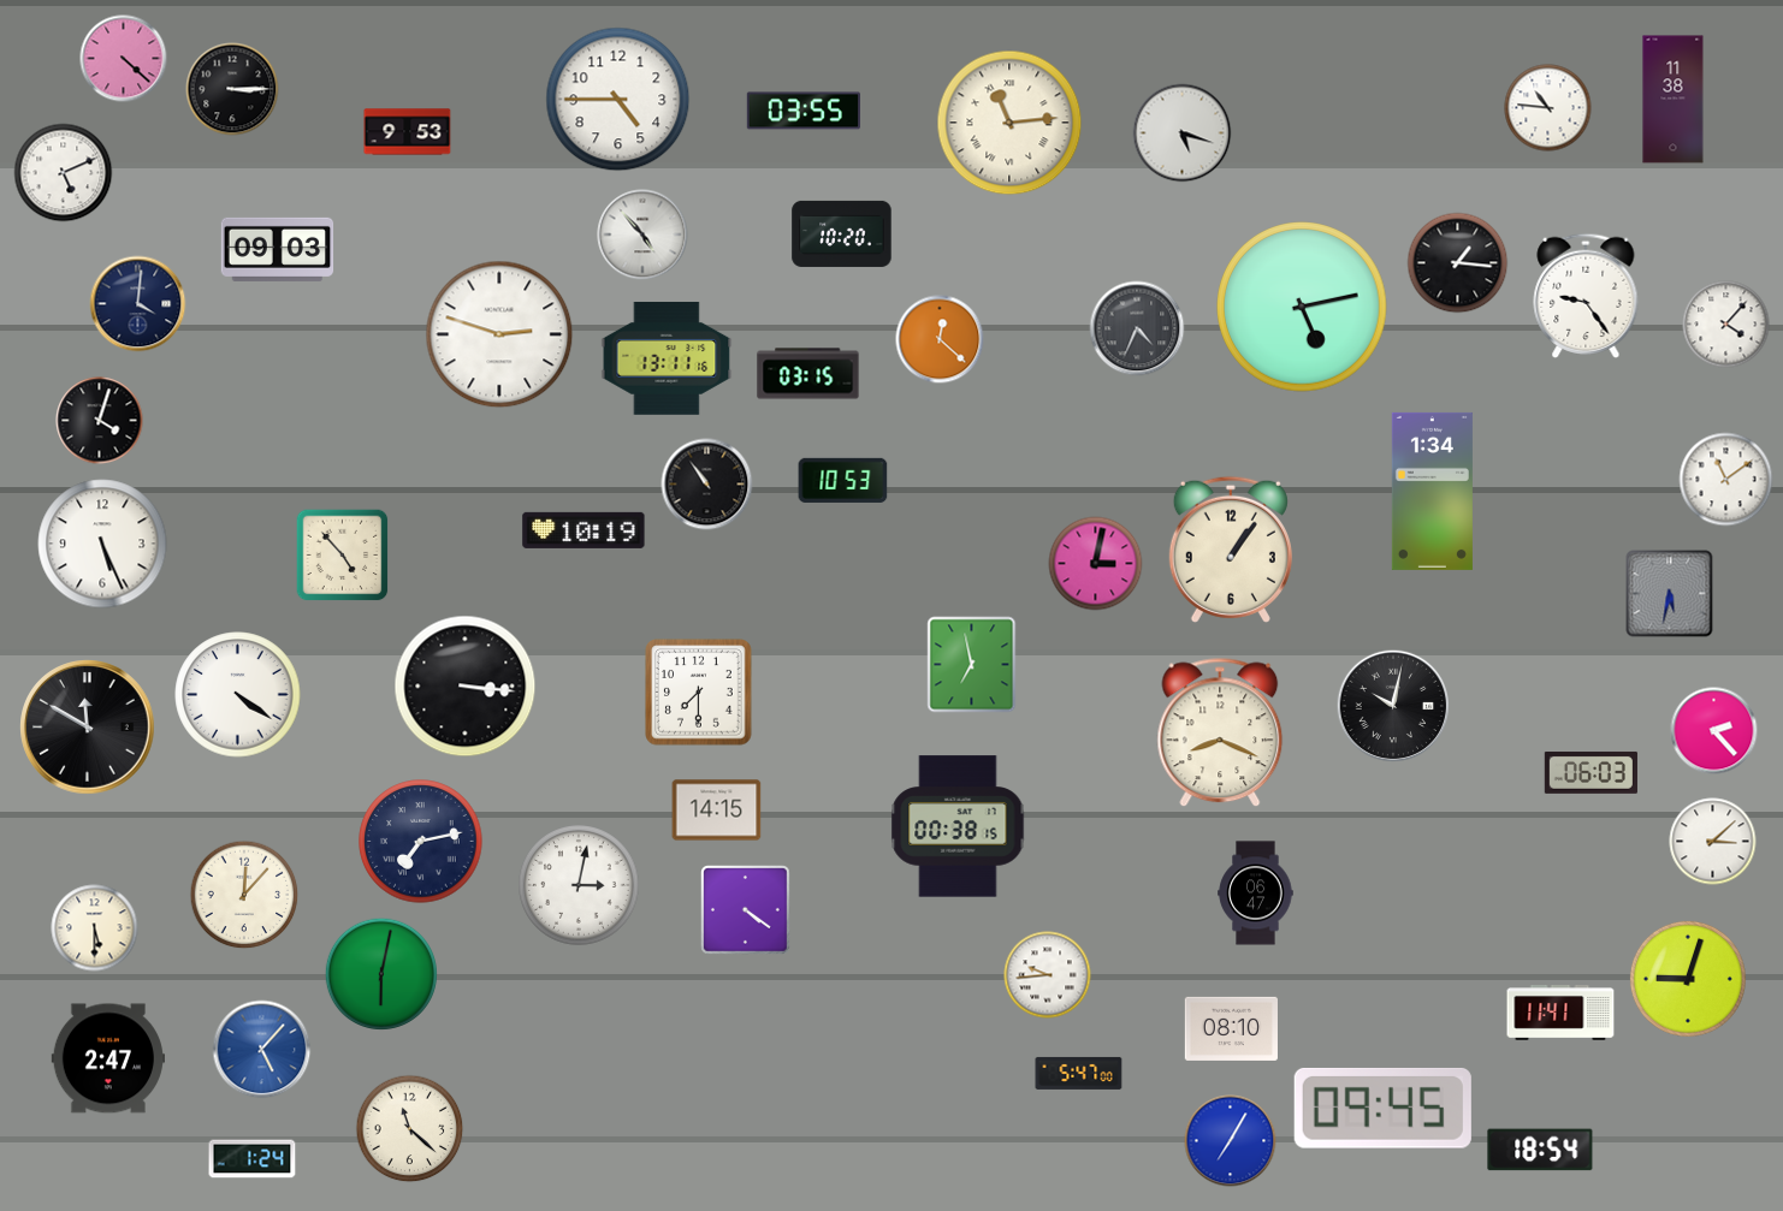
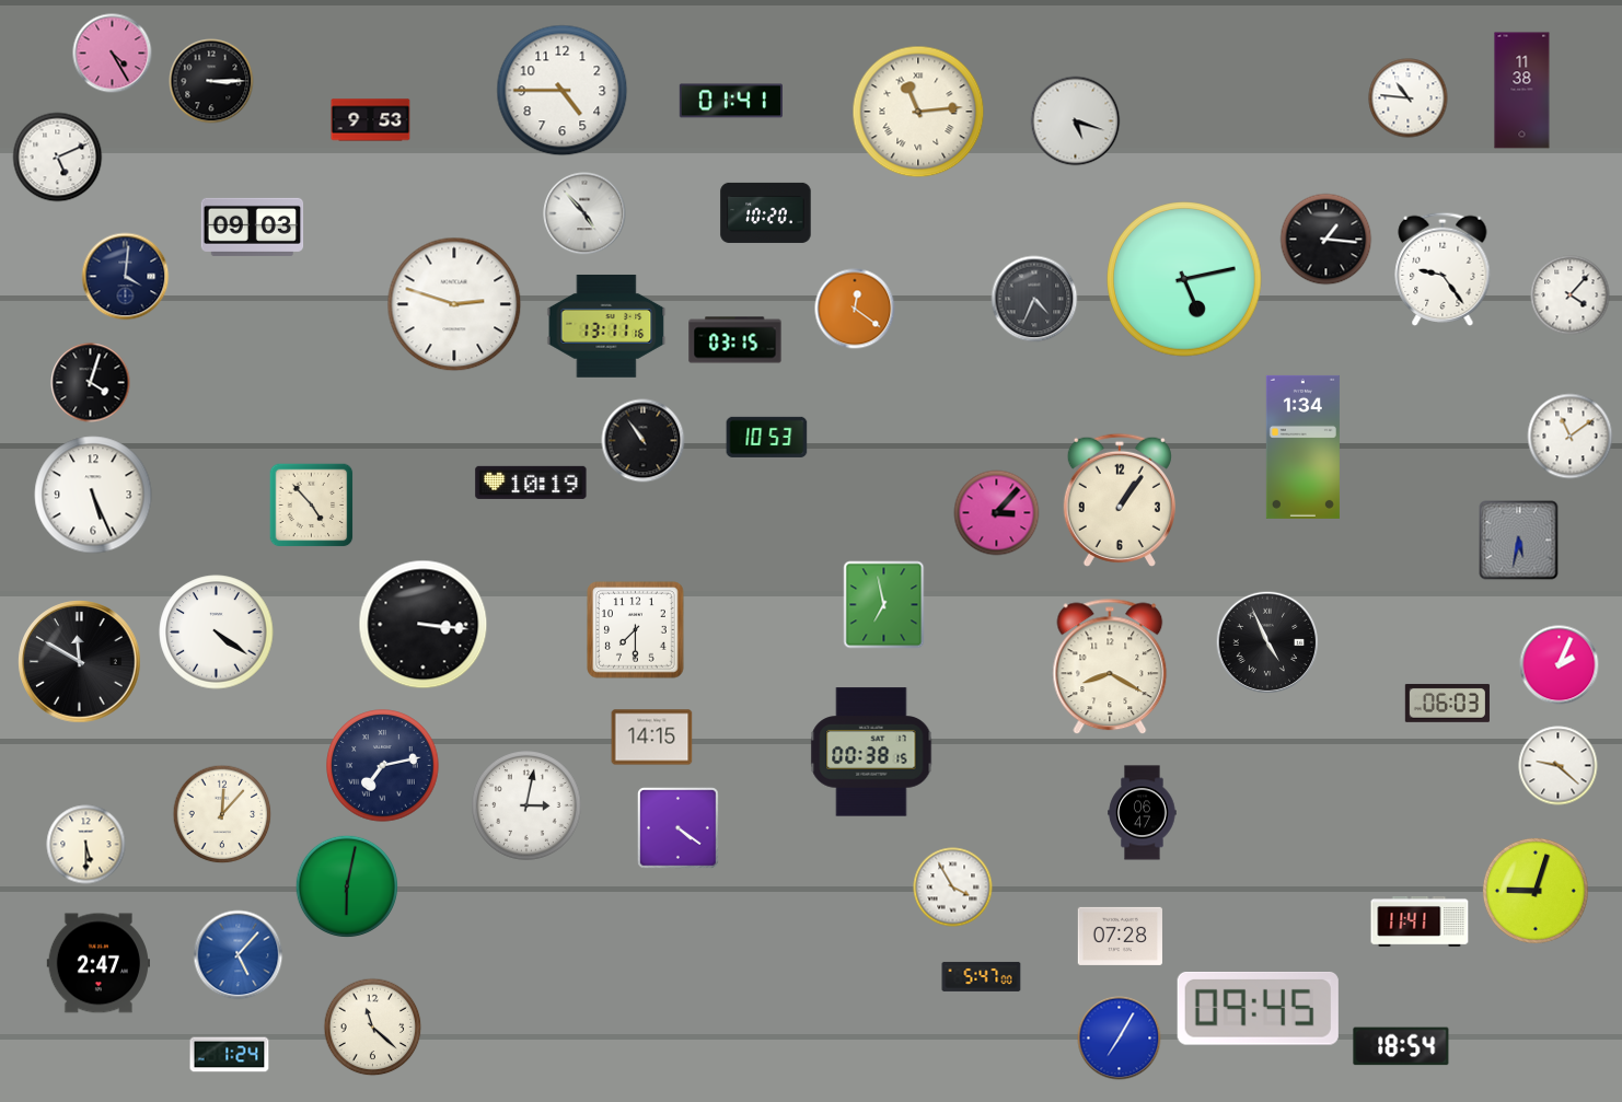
clock at (124, 59): 4:22 -> 4:25
clock at (802, 111): 03:55 -> 01:41
clock at (940, 339): 12:22 -> 12:21
clock at (1096, 564): 3:02 -> 3:07
clock at (1393, 706): 10:02 -> 4:56
clock at (1714, 731): 2:23 -> 2:04
clock at (1220, 732): 8:19 -> 8:20
clock at (1713, 842): 3:08 -> 9:22
clock at (1048, 975): 9:44 -> 3:55
clock at (1231, 1028): 08:10 -> 07:28
